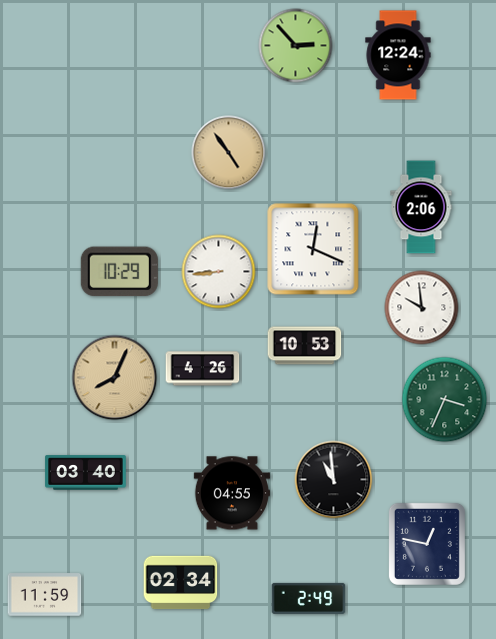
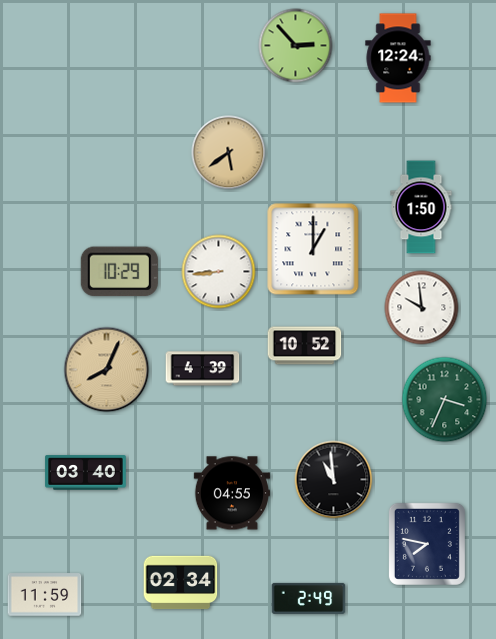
clock at (398, 55) position: (398, 55) -> (398, 58)
clock at (229, 153): 4:54 -> 5:39
clock at (421, 207): 2:06 -> 1:50
clock at (313, 249): 12:19 -> 1:00
clock at (305, 346): 10:53 -> 10:52
clock at (203, 369): 4:26 -> 4:39
clock at (115, 378) position: (115, 378) -> (107, 370)
clock at (427, 544): 12:47 -> 7:47
